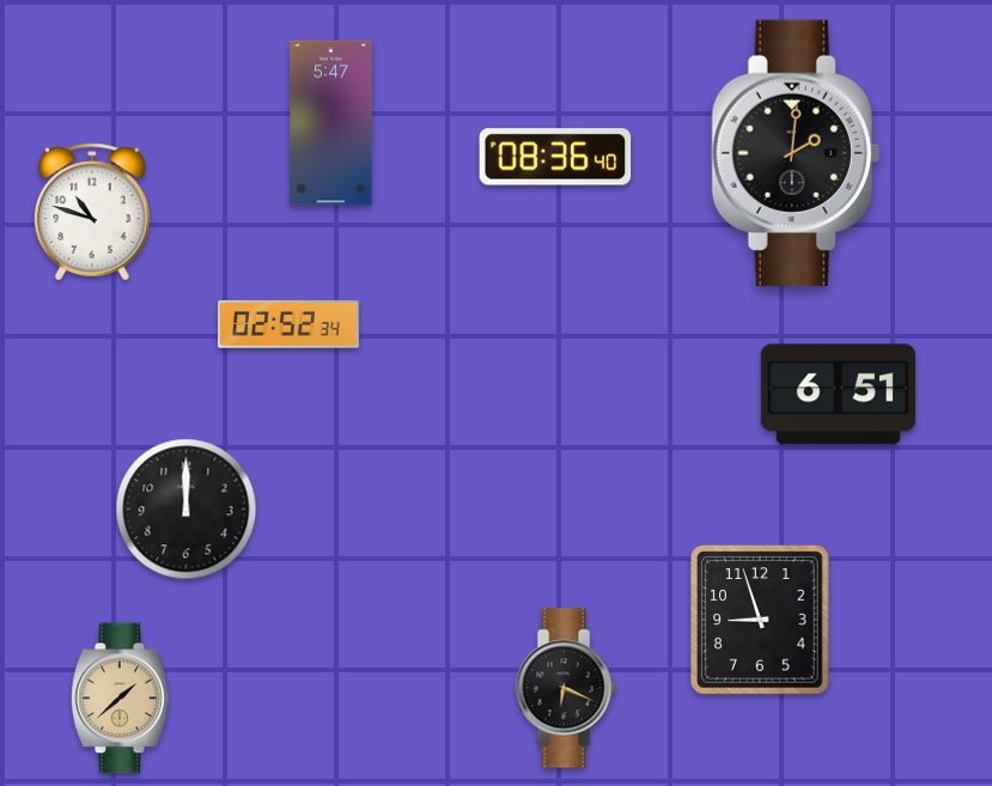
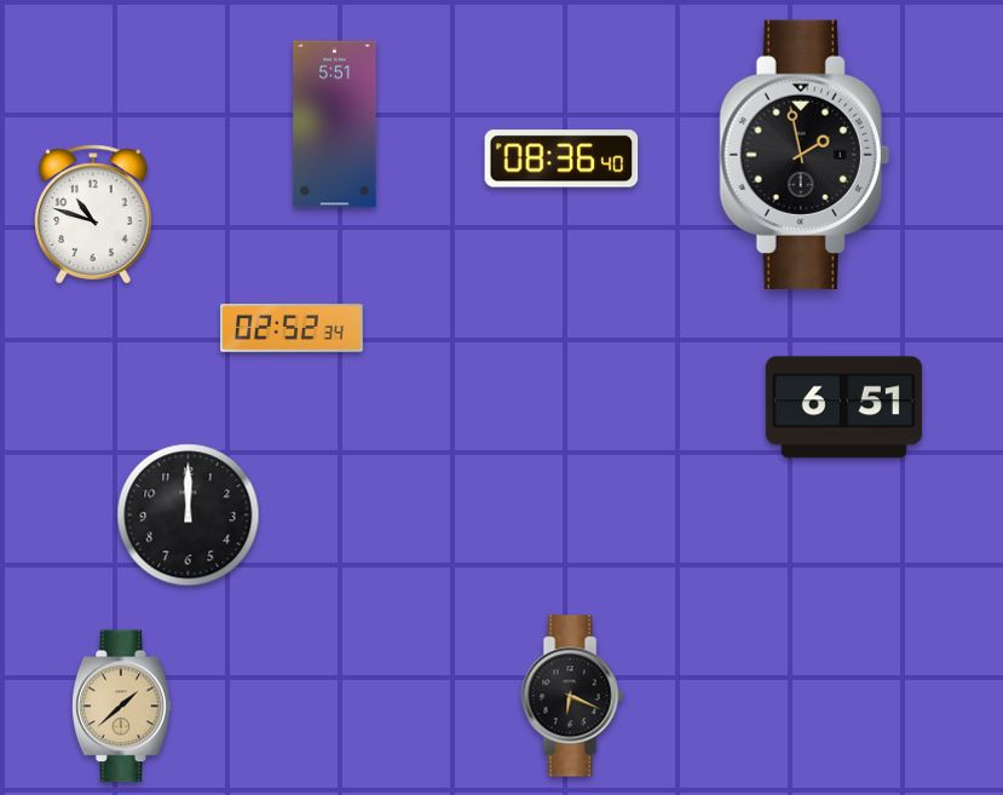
clock at (331, 123): 5:47 -> 5:51
clock at (796, 152): 2:01 -> 1:58
clock at (838, 395) position: (838, 395) -> (843, 408)
clock at (760, 620): 8:57 -> none
